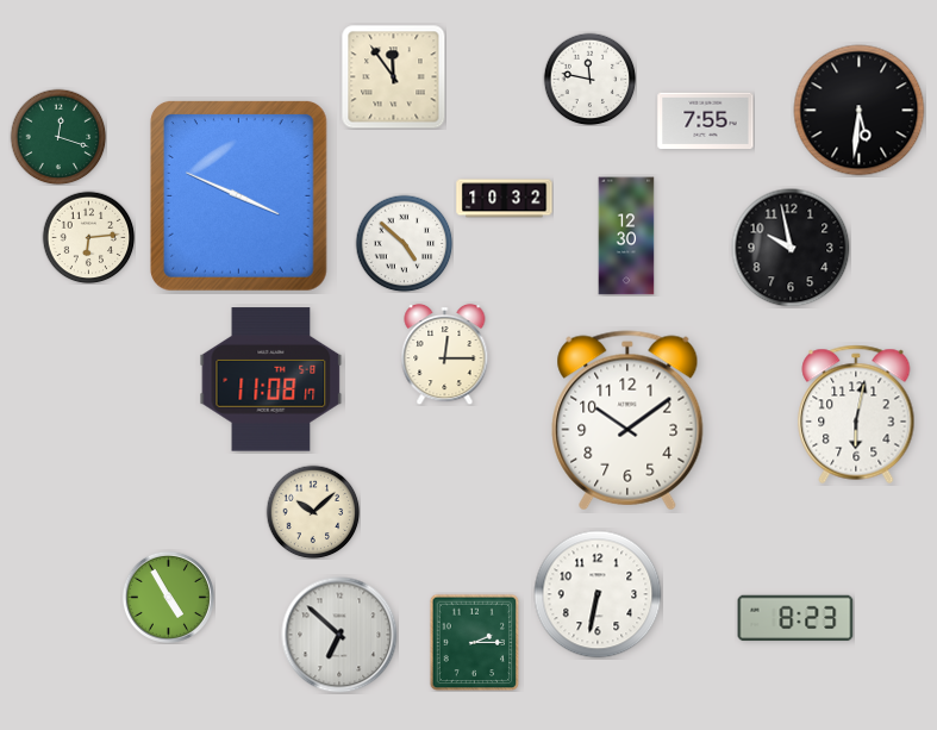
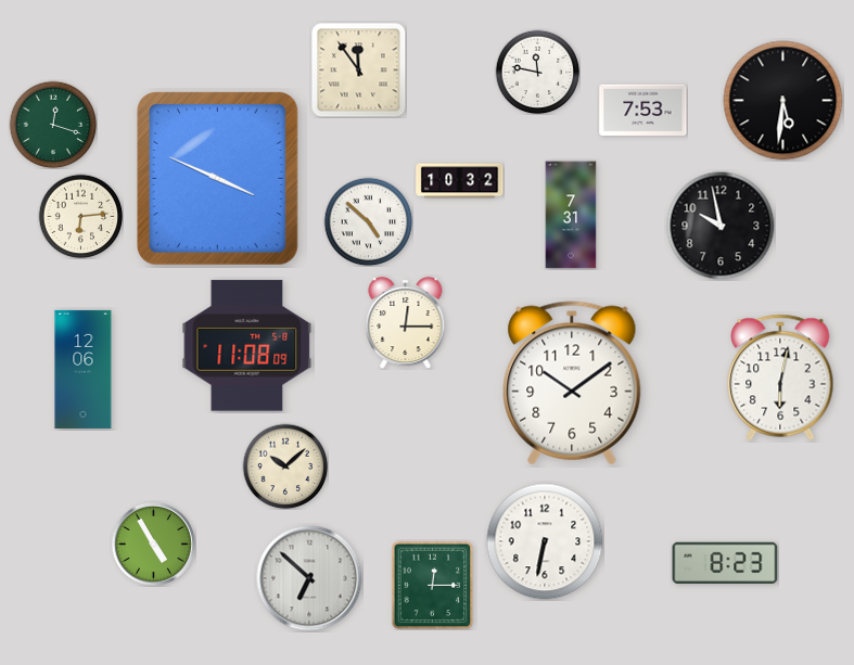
clock at (706, 121): 7:55 -> 7:53
clock at (626, 236): 12:30 -> 7:31
clock at (271, 380): 11:08:17 -> 11:08:09
clock at (84, 369): none -> 12:06
clock at (475, 642): 2:15 -> 12:15
